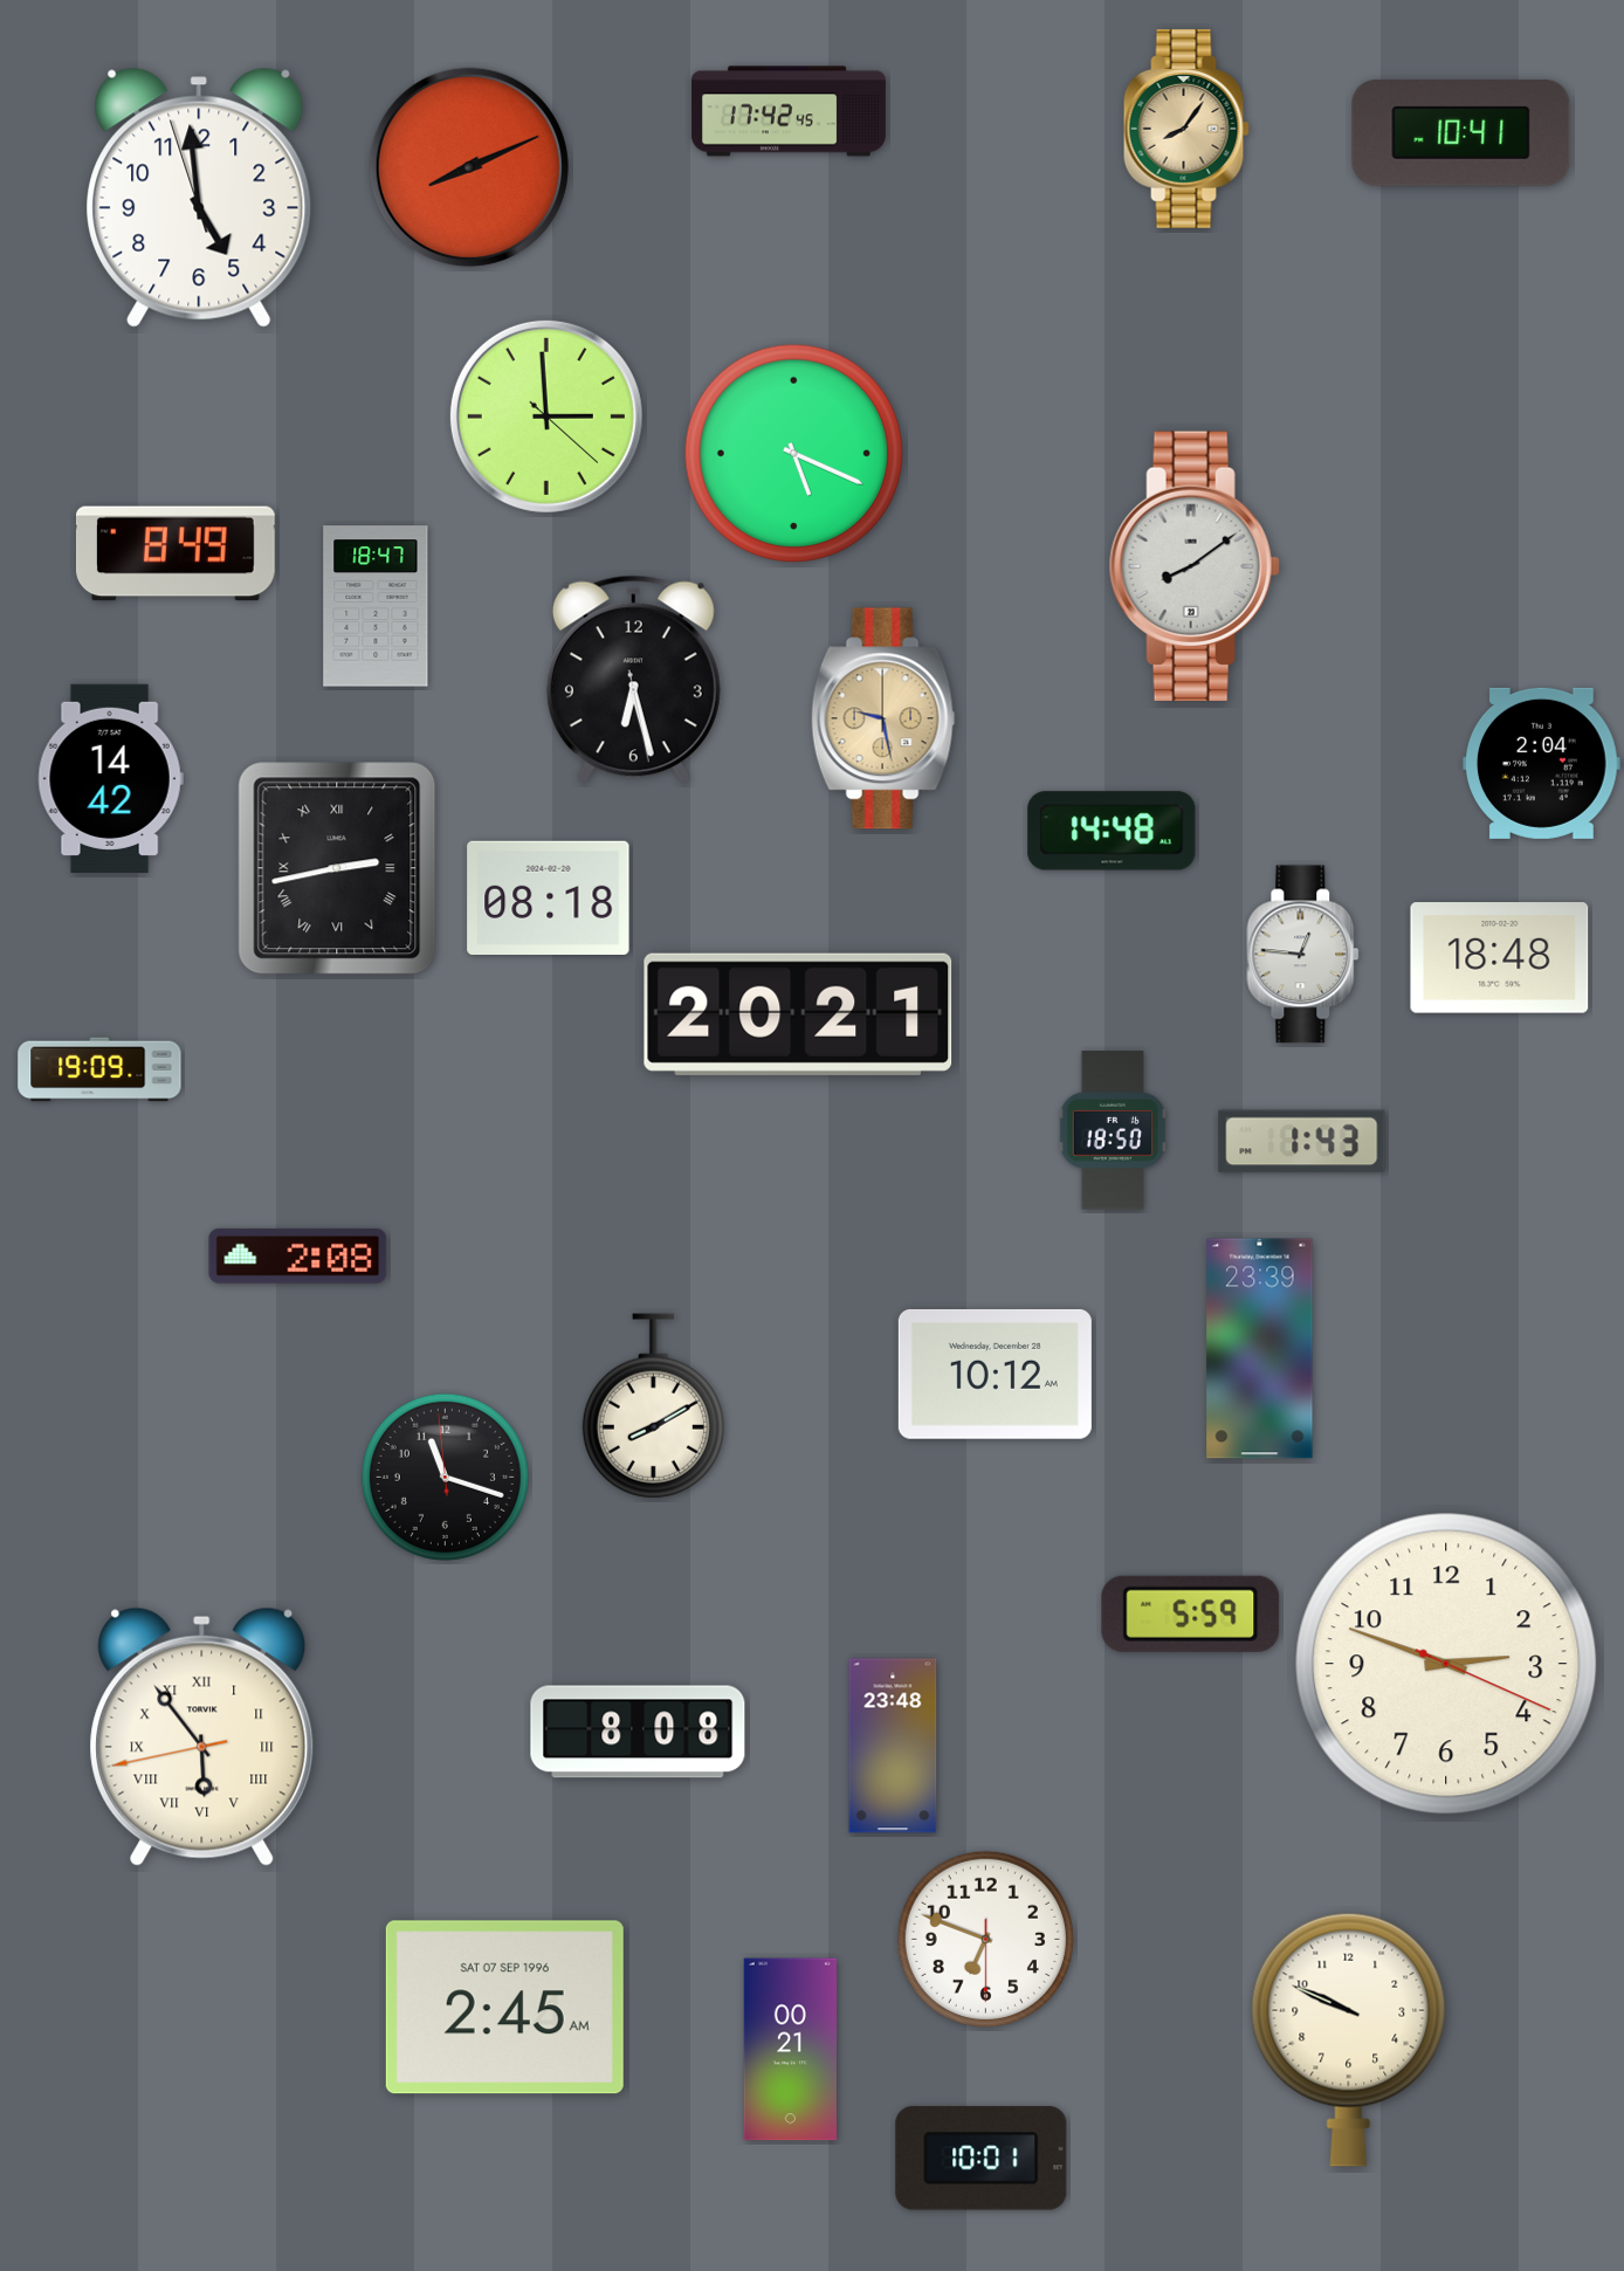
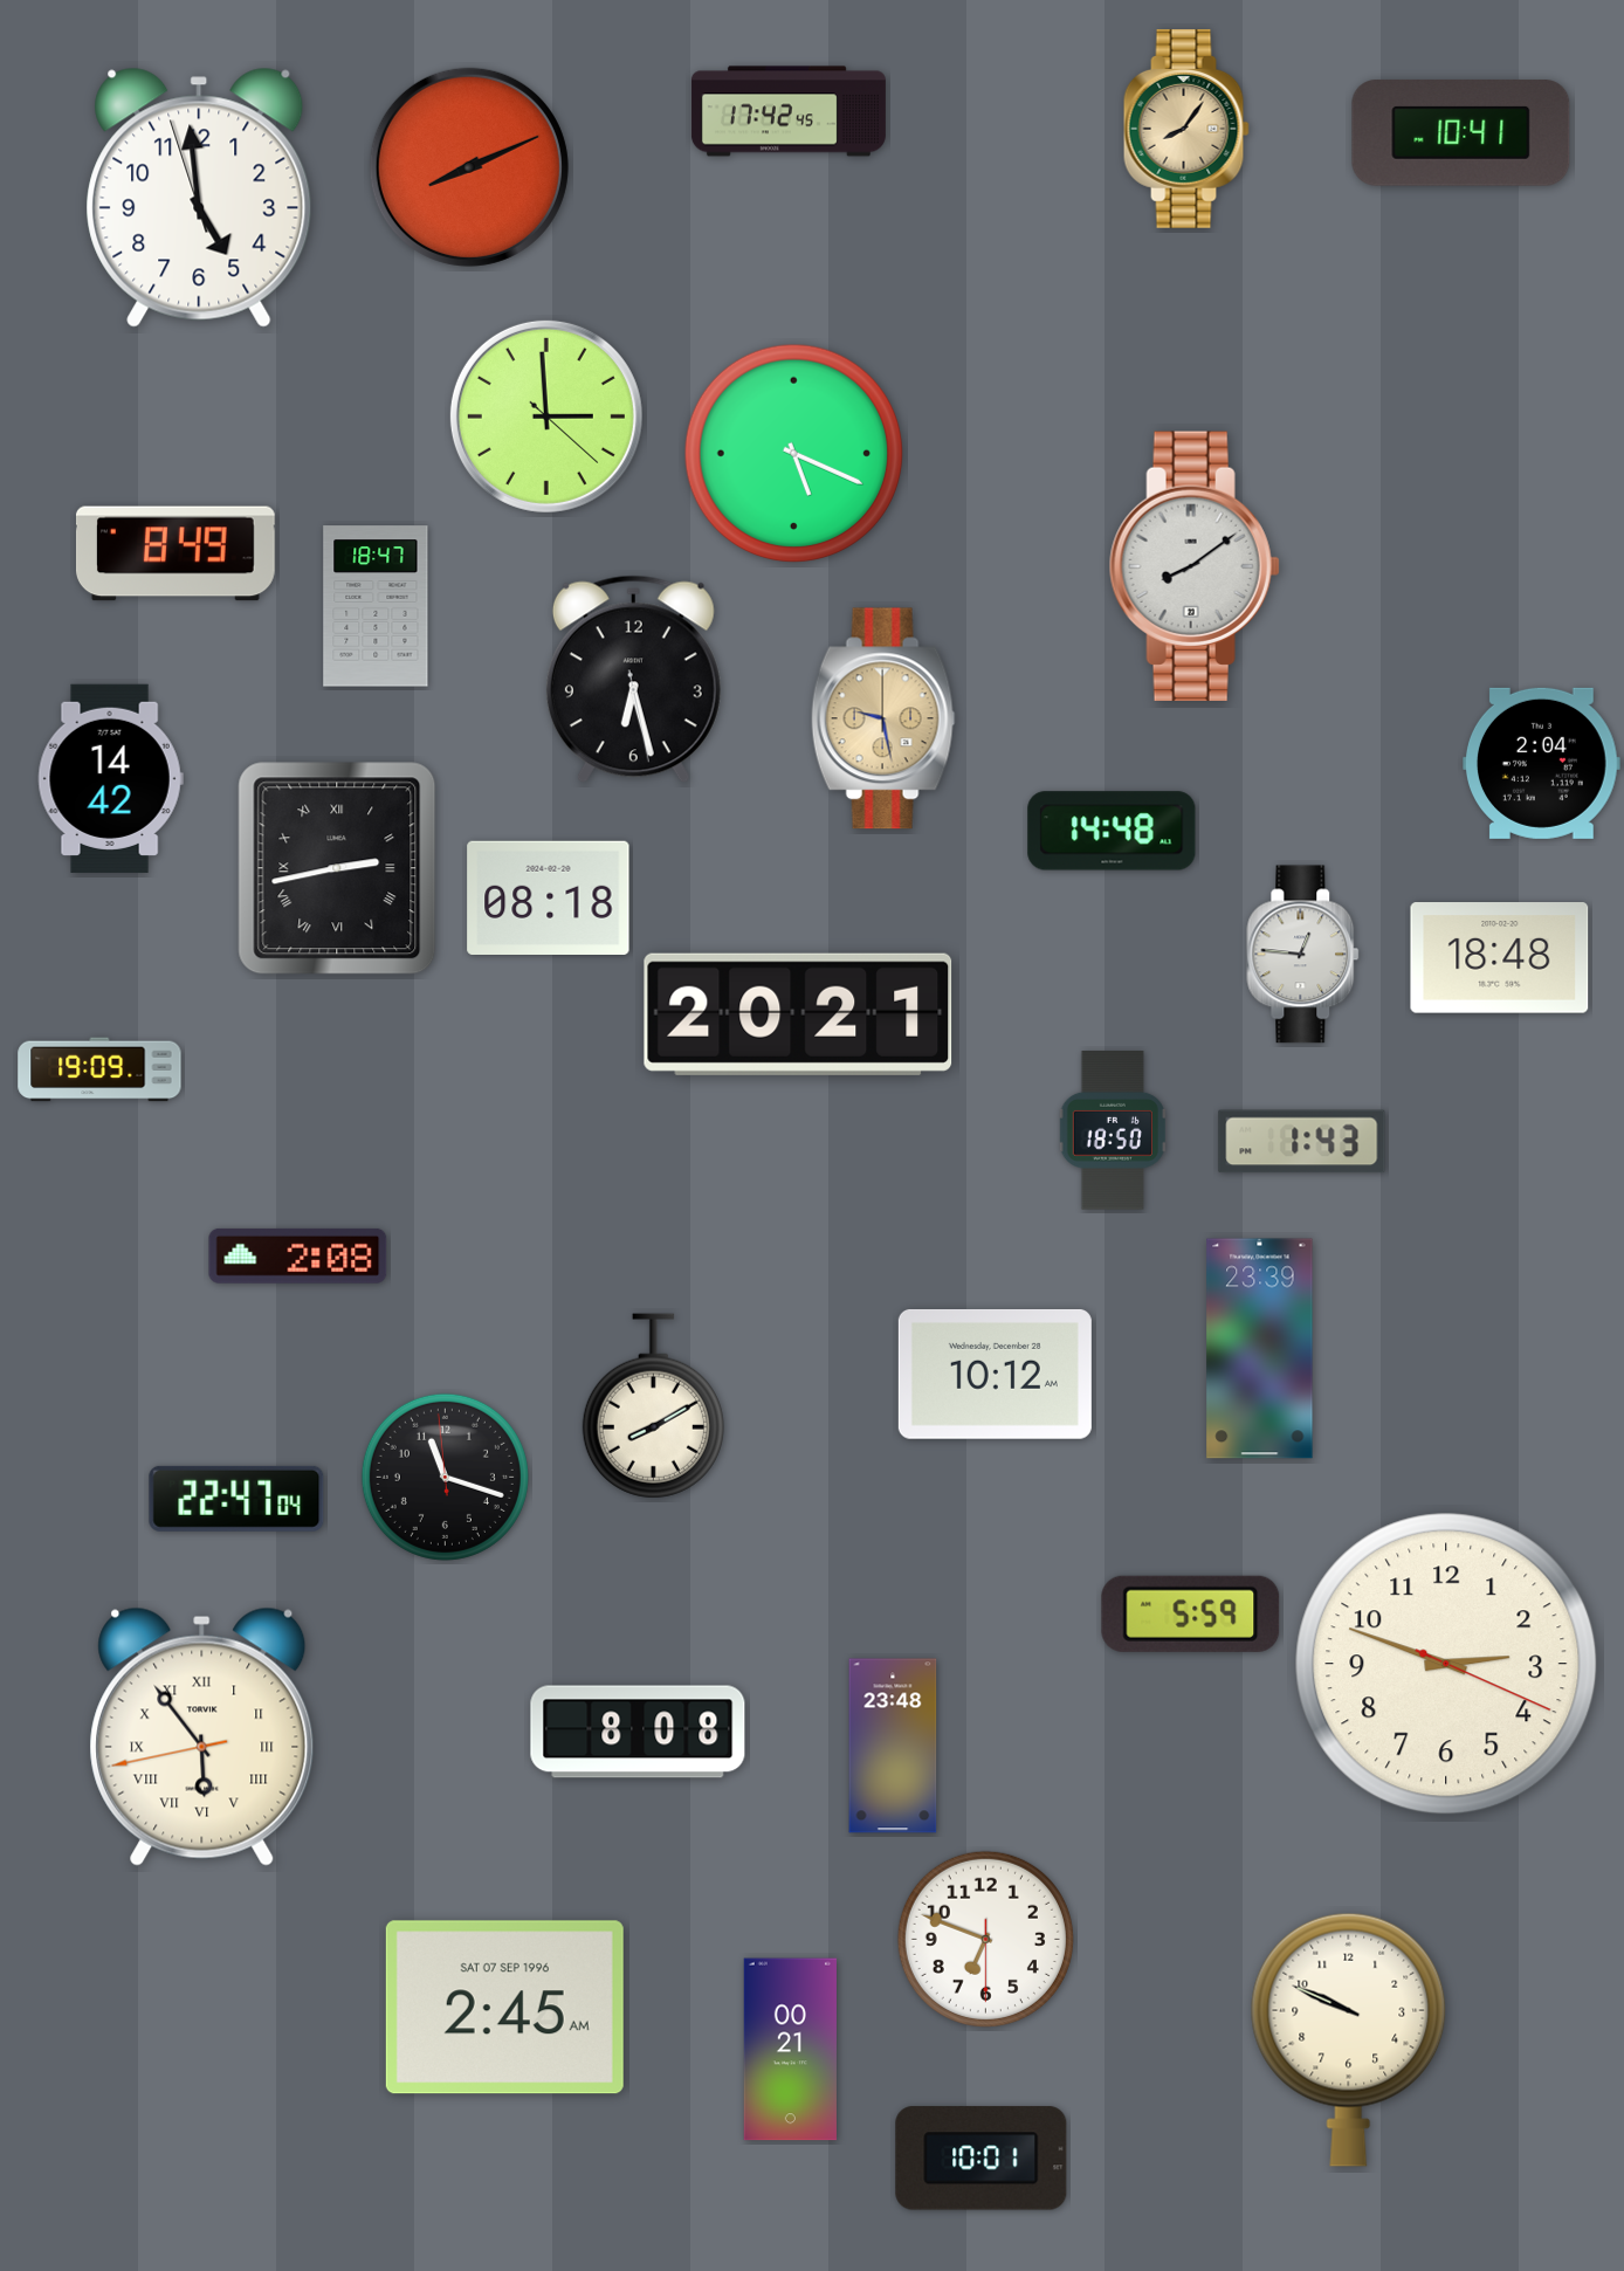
clock at (236, 1499): none -> 22:47
